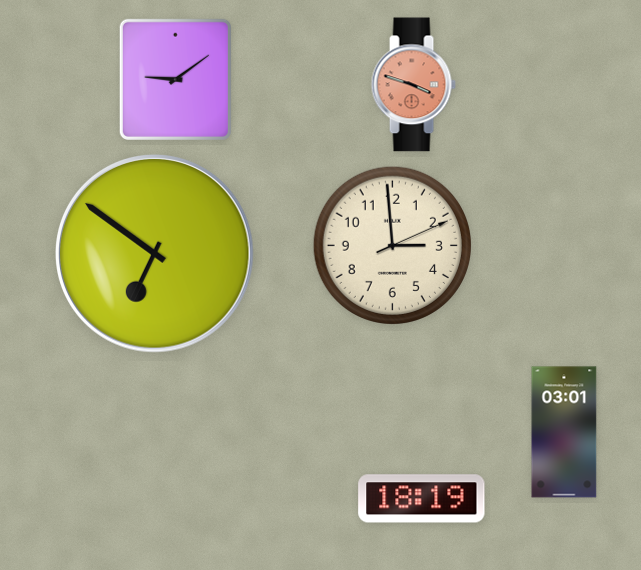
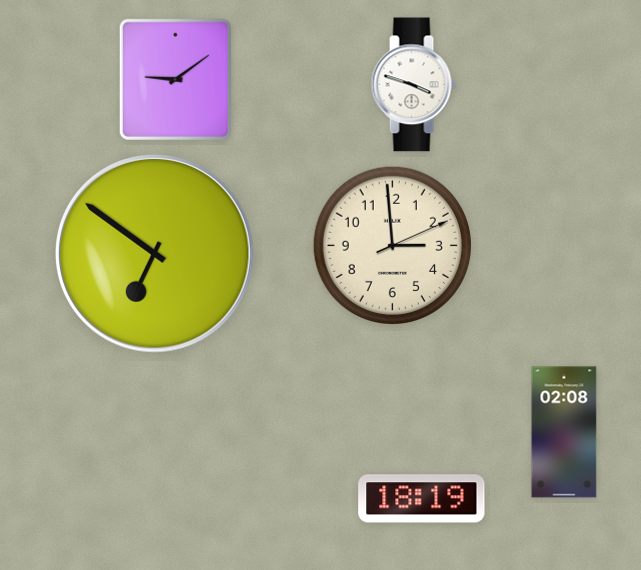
clock at (413, 85) dial: salmon -> white
clock at (564, 432): 03:01 -> 02:08
